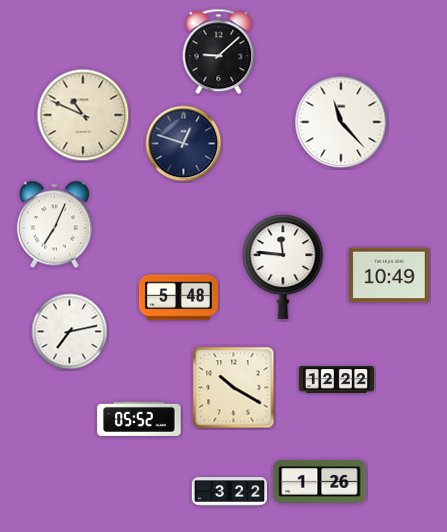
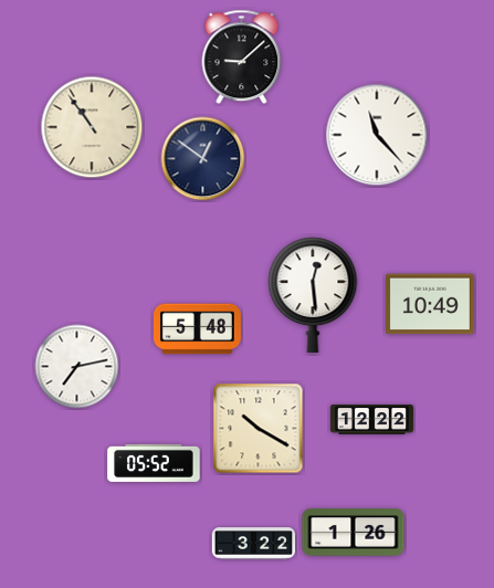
clock at (83, 115): 10:49 -> 10:54
clock at (184, 144): 12:48 -> 12:51
clock at (54, 225): 7:04 -> none
clock at (283, 267): 11:46 -> 12:29
